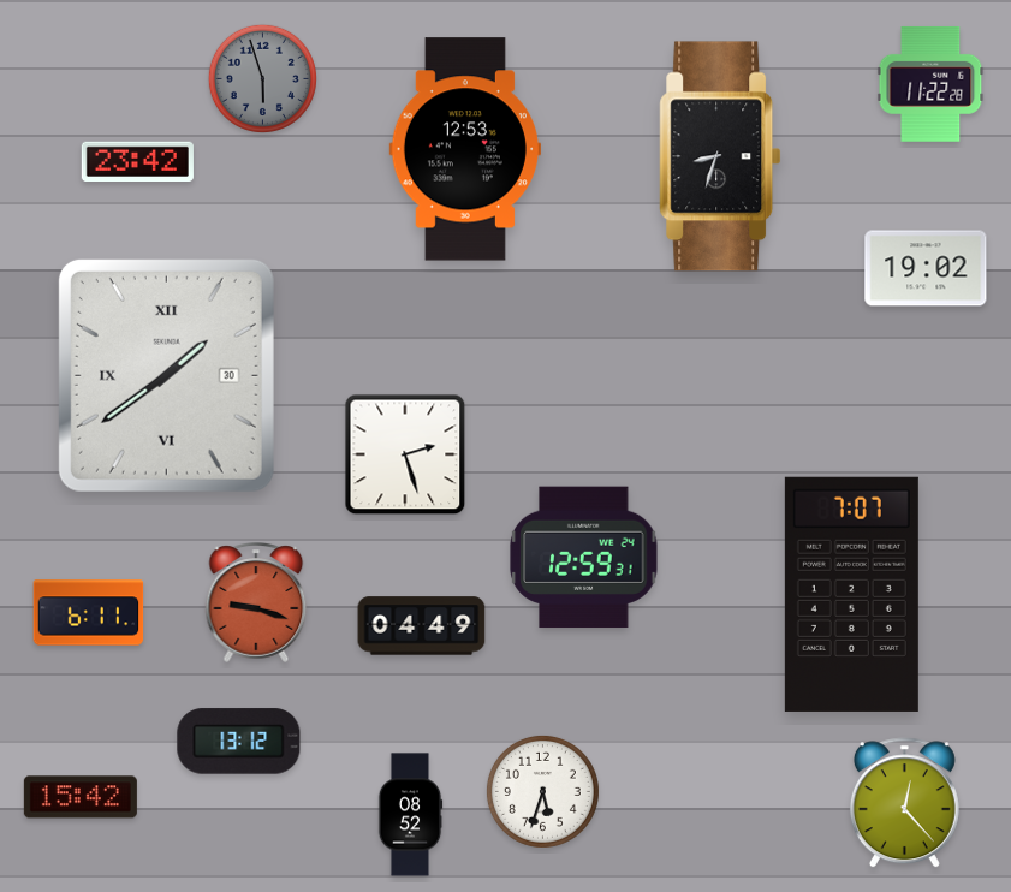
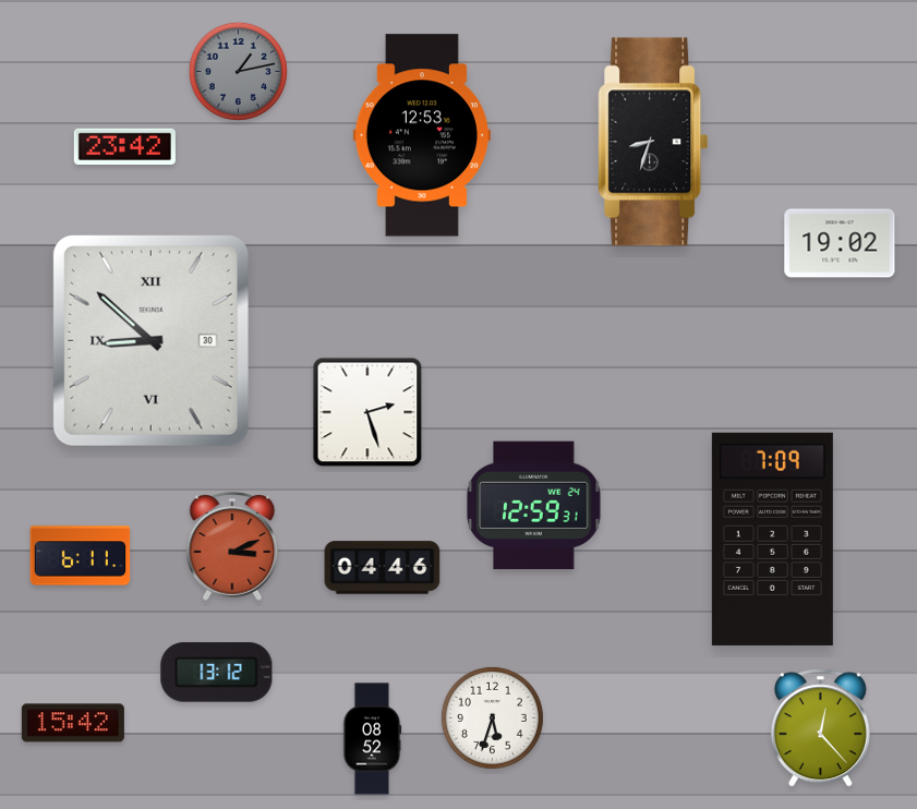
clock at (262, 78): 5:57 -> 1:13
clock at (930, 84): 11:22 -> none
clock at (166, 375): 1:39 -> 8:52
clock at (584, 558) position: (584, 558) -> (534, 506)
clock at (851, 594): 7:07 -> 7:09
clock at (256, 602): 9:18 -> 3:11
clock at (422, 626): 04:49 -> 04:46
